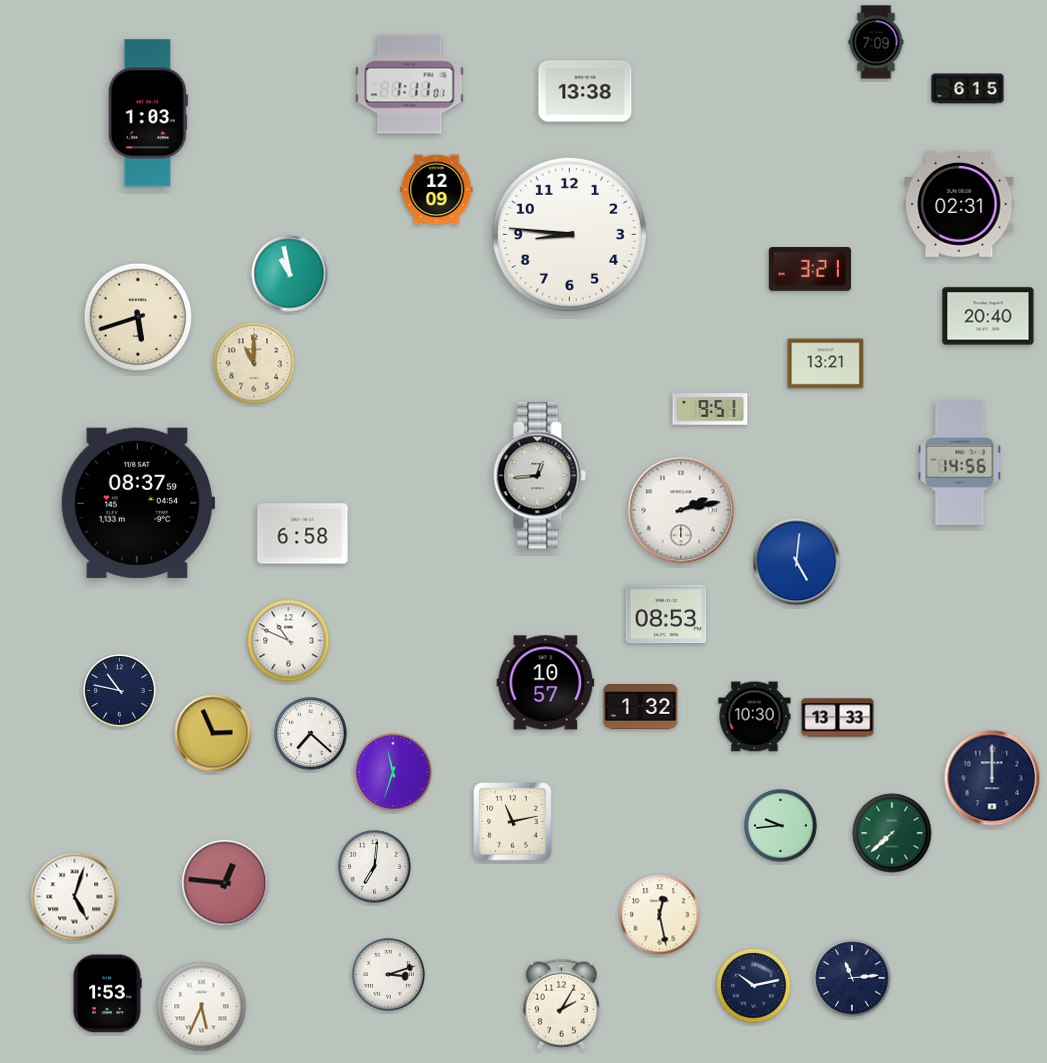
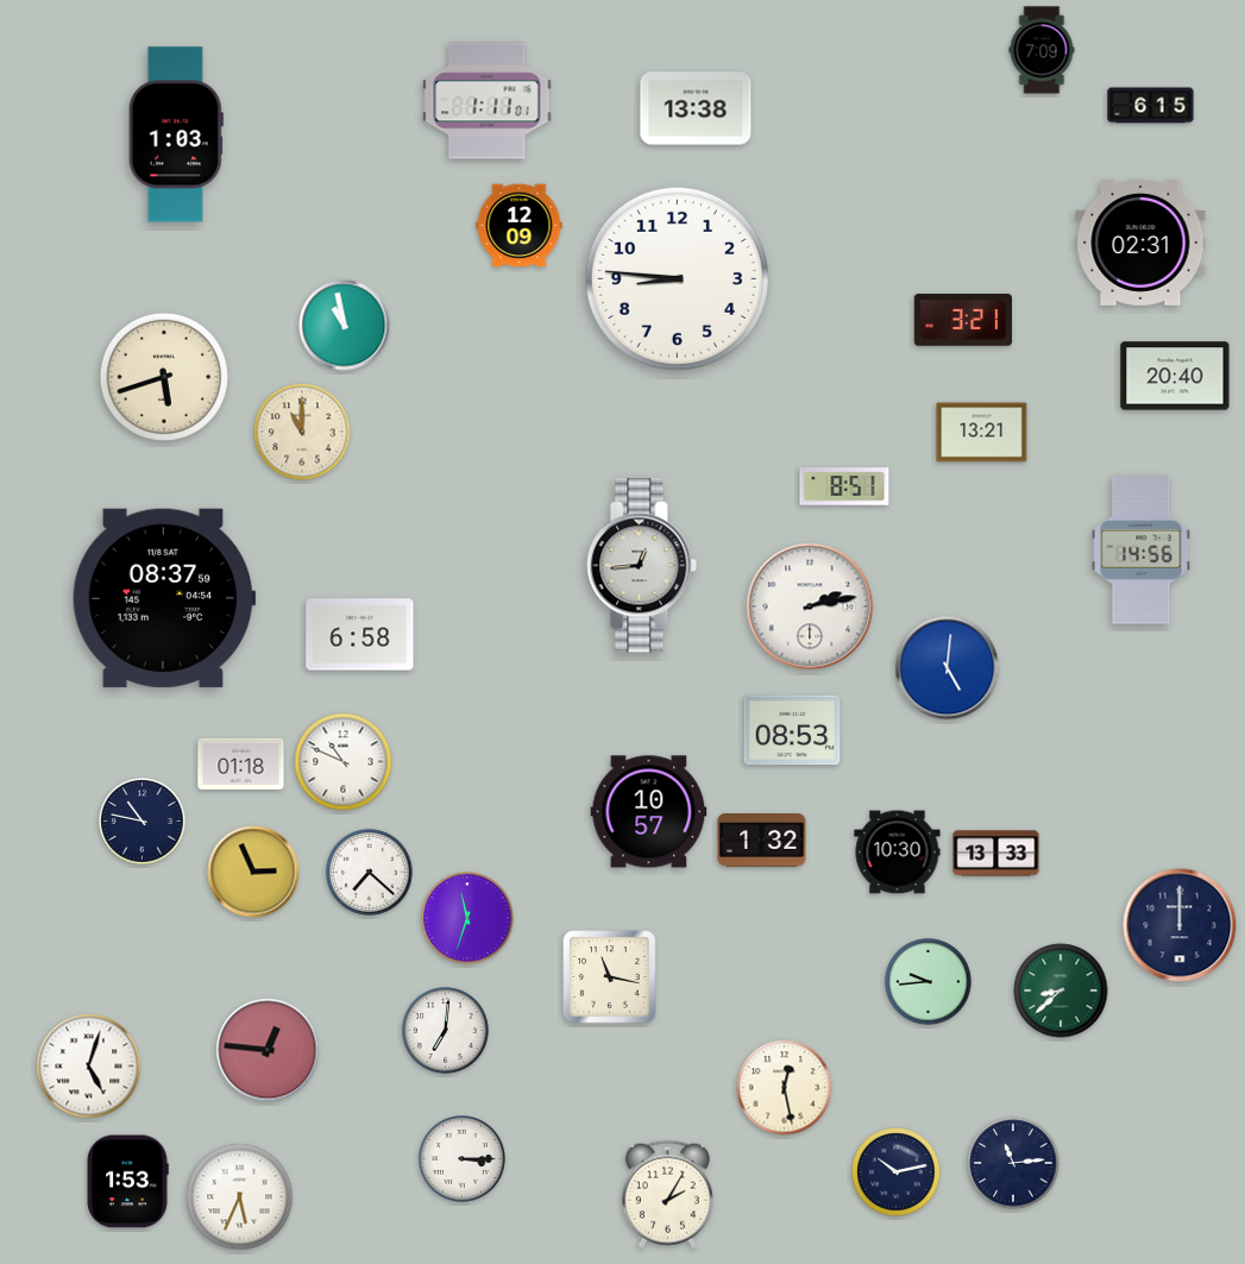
clock at (710, 409): 9:51 -> 8:51
clock at (241, 763): none -> 01:18
clock at (513, 822): 11:13 -> 11:17
clock at (892, 833): 7:38 -> 8:38
clock at (389, 975): 3:12 -> 3:15
